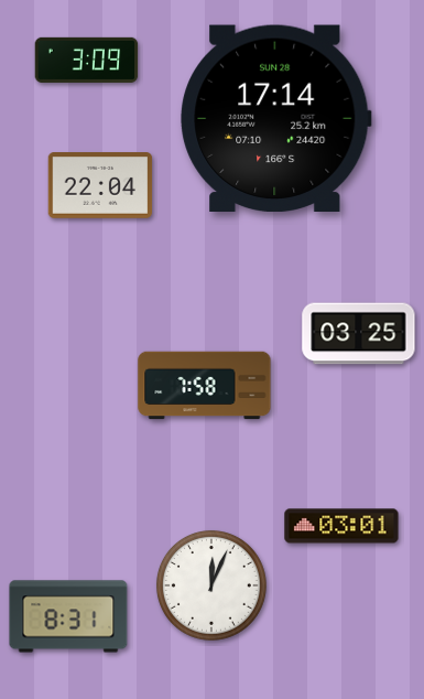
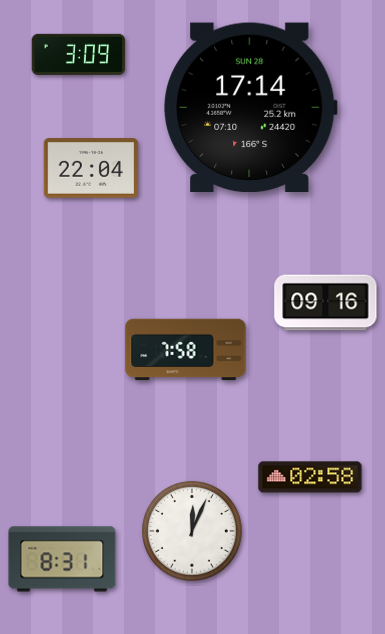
clock at (359, 334): 03:25 -> 09:16
clock at (341, 526): 03:01 -> 02:58
